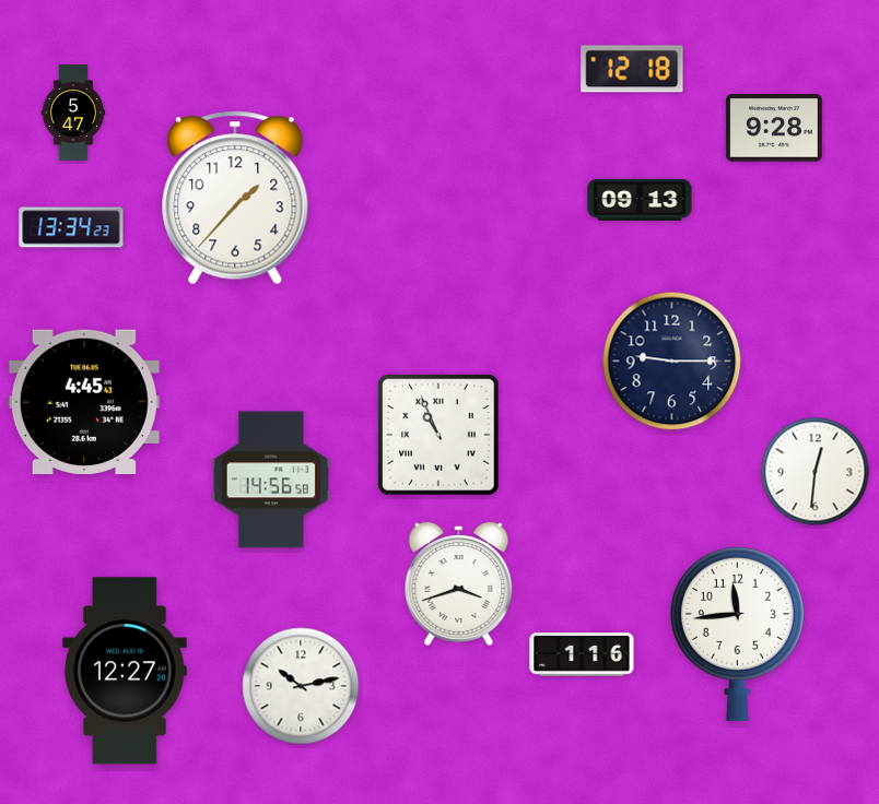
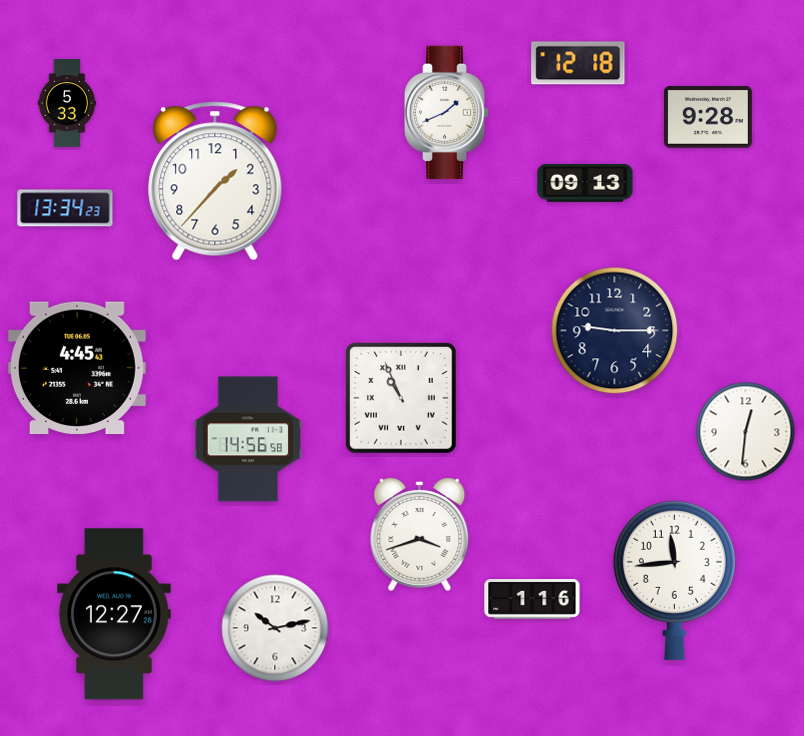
clock at (73, 114): 5:47 -> 5:33
clock at (447, 112): none -> 1:41
